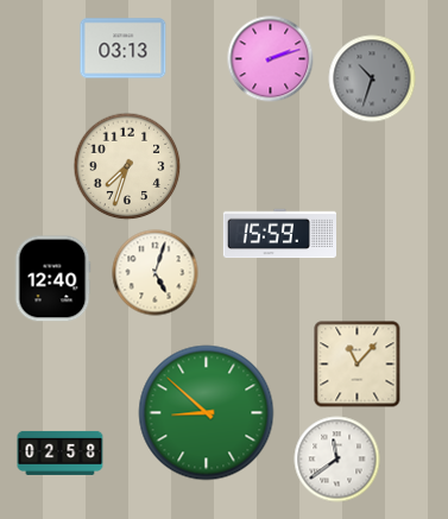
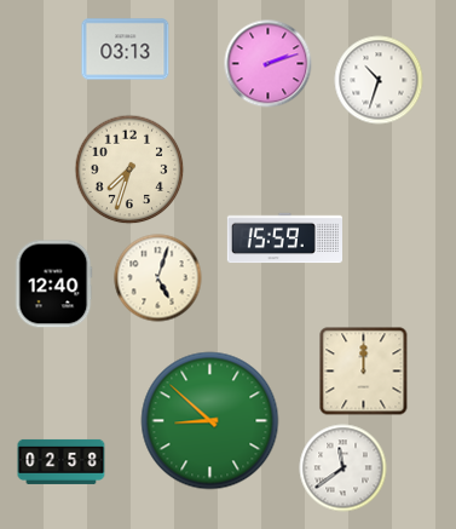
clock at (271, 59) position: (271, 59) -> (269, 64)
clock at (372, 78) dial: grey -> white
clock at (358, 365): 11:07 -> 12:00
